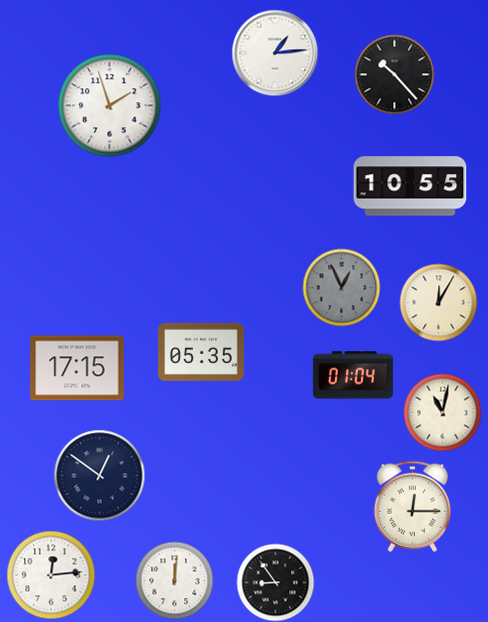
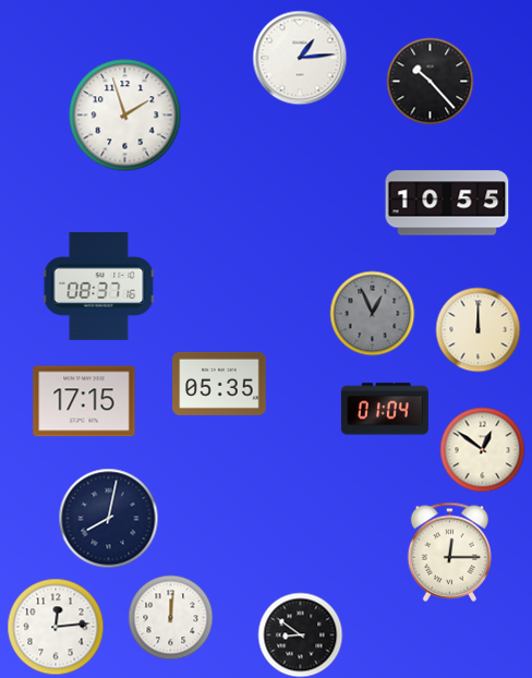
clock at (110, 106) position: (110, 106) -> (125, 116)
clock at (98, 286): none -> 08:37
clock at (438, 302): 12:05 -> 12:00
clock at (442, 412): 11:02 -> 12:51
clock at (99, 475): 12:51 -> 8:02
clock at (174, 580) position: (174, 580) -> (170, 617)
clock at (275, 582): 8:54 -> 8:51
